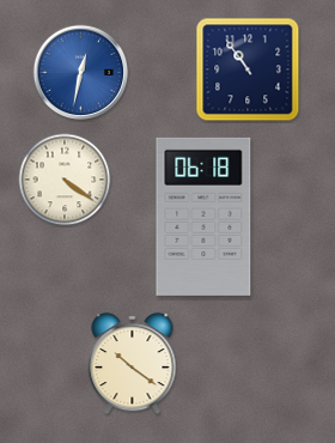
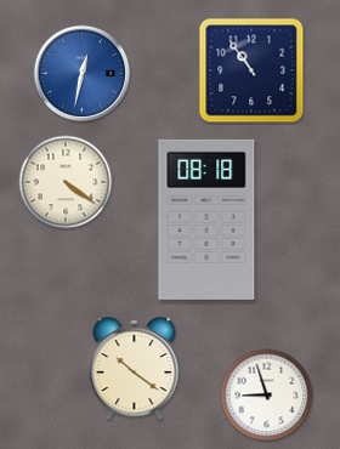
clock at (203, 217): 06:18 -> 08:18
clock at (267, 396): none -> 8:57
